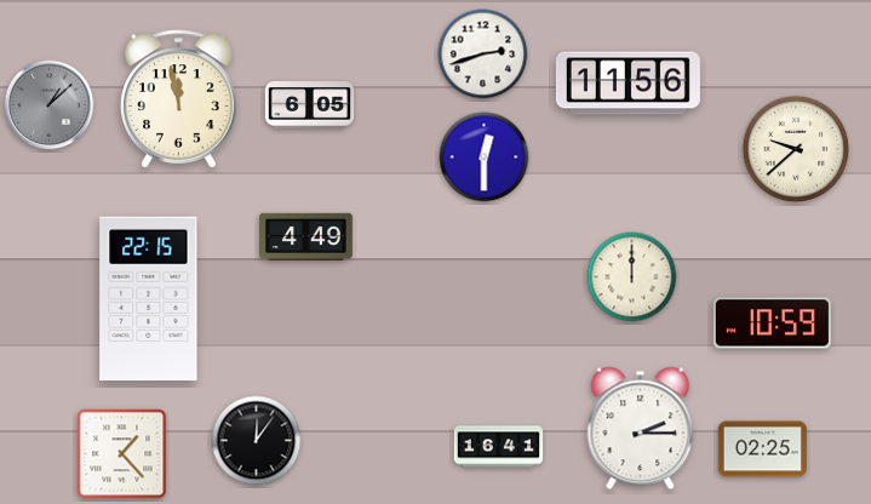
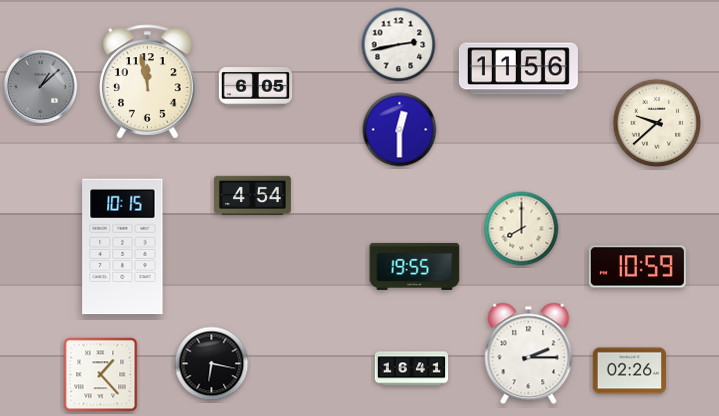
clock at (483, 55): 2:42 -> 2:43
clock at (306, 236): 4:49 -> 4:54
clock at (632, 277): 12:00 -> 8:00
clock at (149, 299): 22:15 -> 10:15
clock at (415, 266): none -> 19:55
clock at (257, 441): 12:06 -> 6:17
clock at (763, 449): 02:25 -> 02:26
